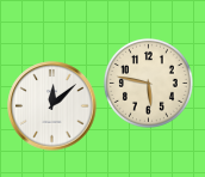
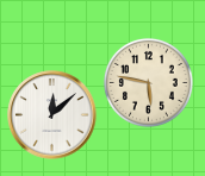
clock at (52, 106) position: (52, 106) -> (52, 115)
